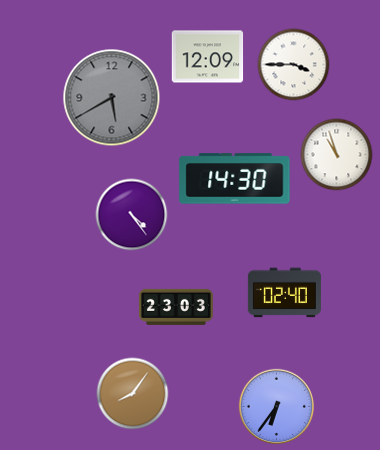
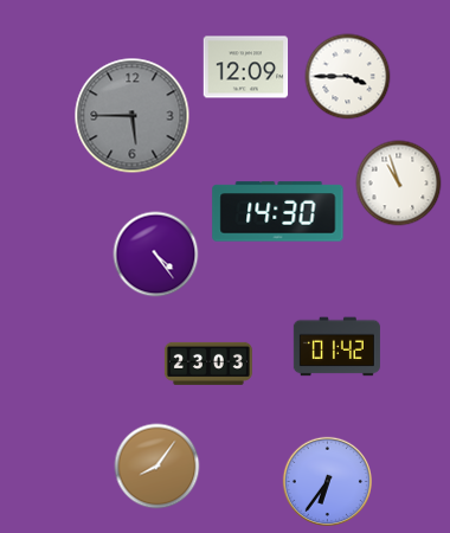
clock at (112, 98): 5:40 -> 5:45
clock at (284, 293): 02:40 -> 01:42
